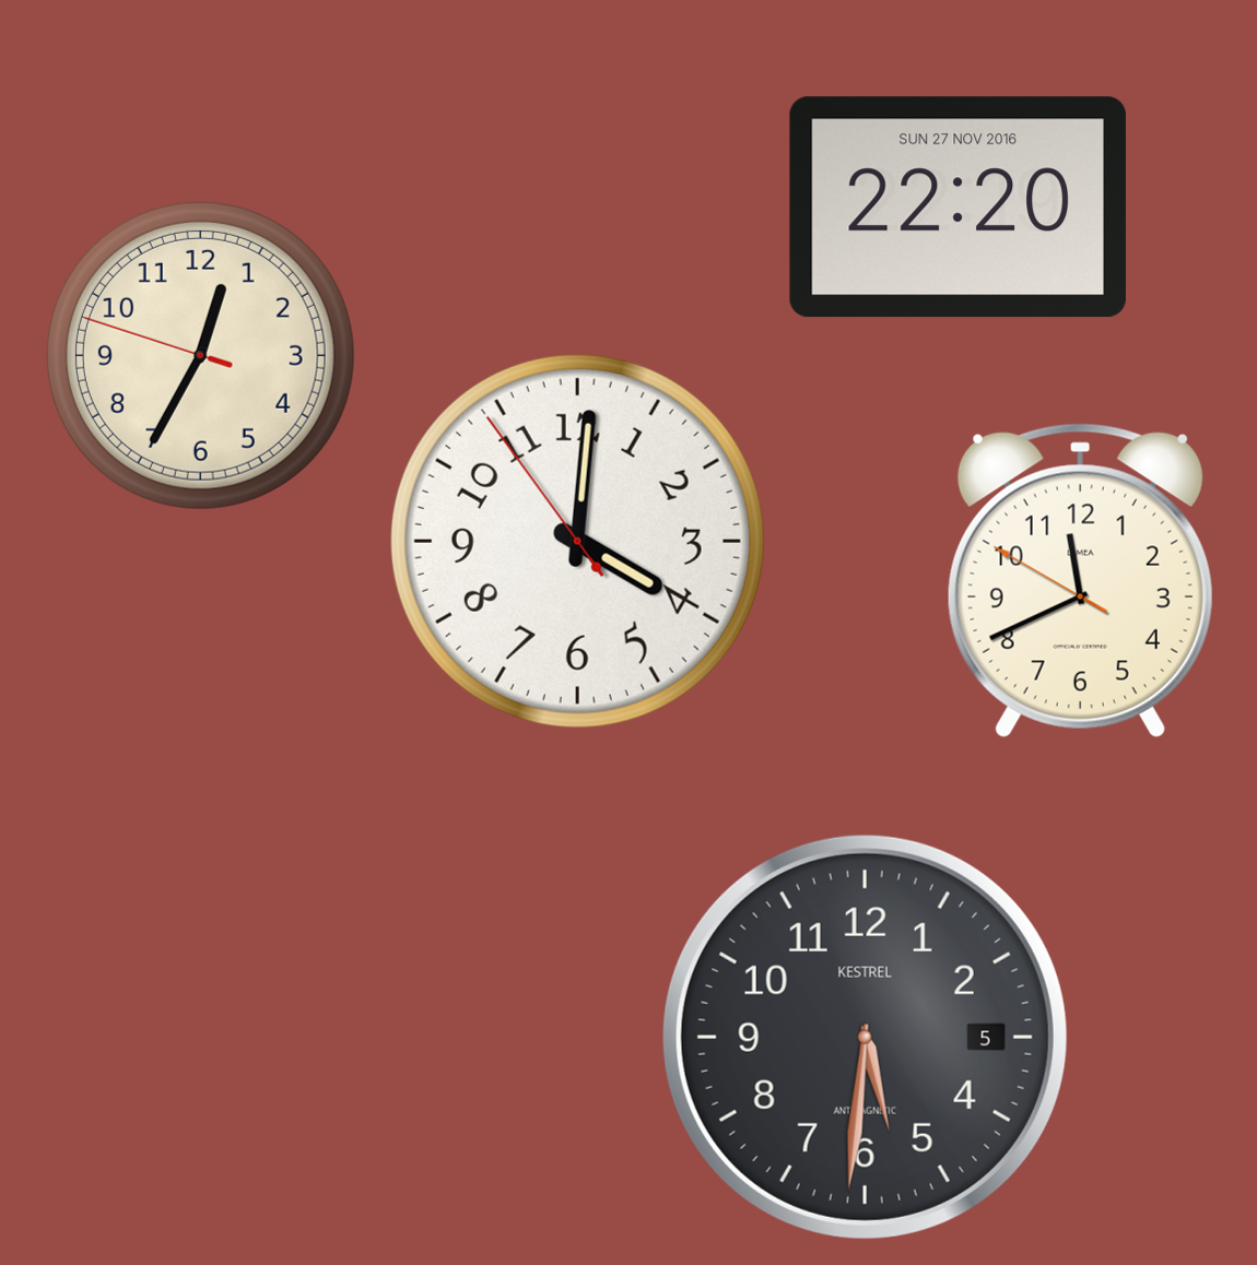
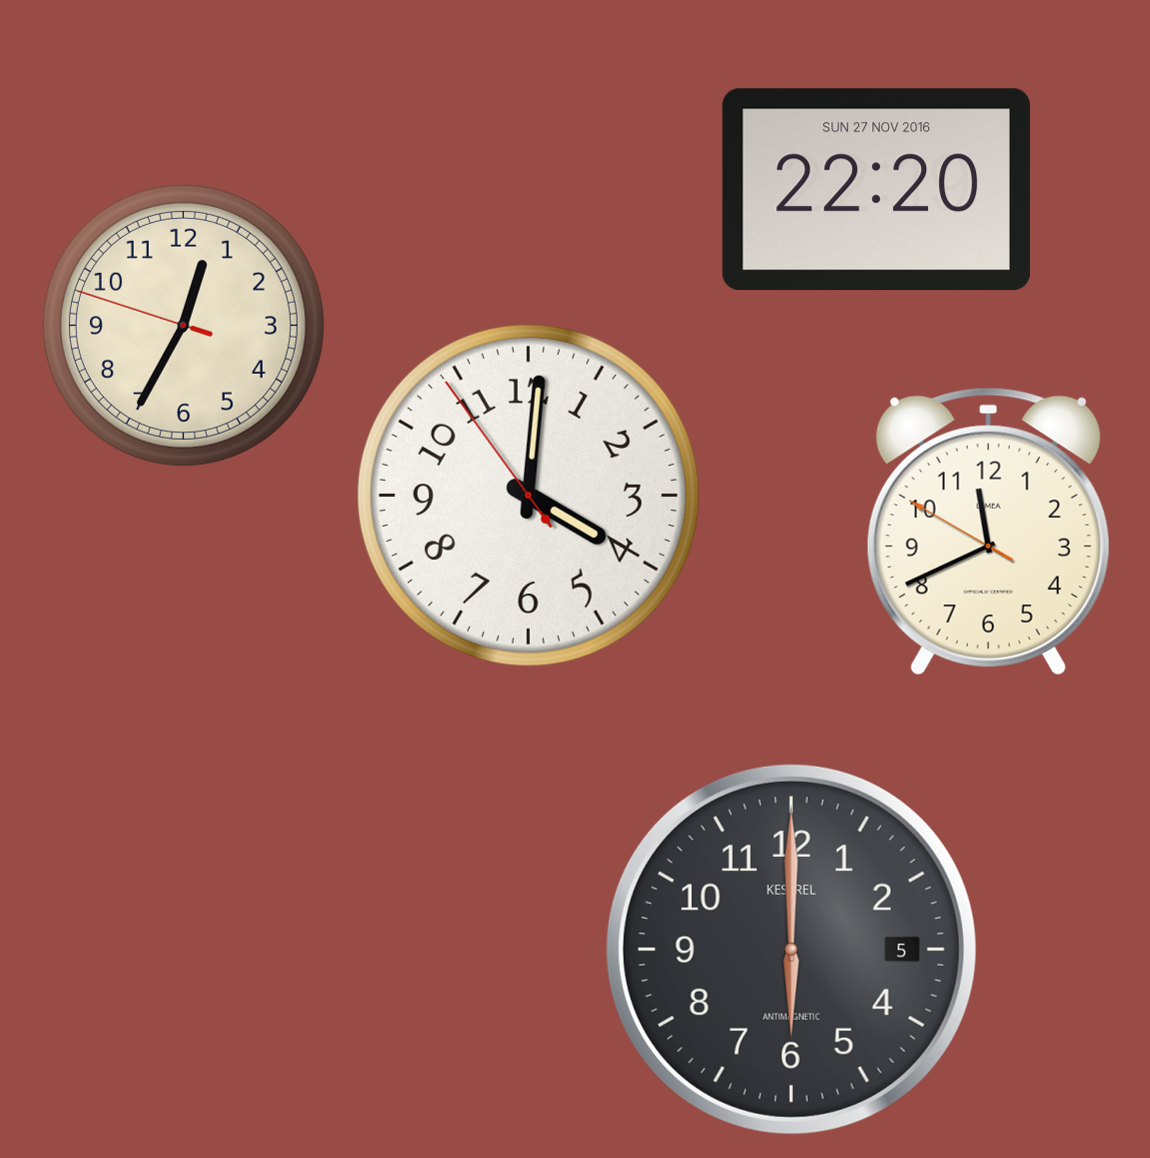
clock at (865, 1037): 5:31 -> 6:00
